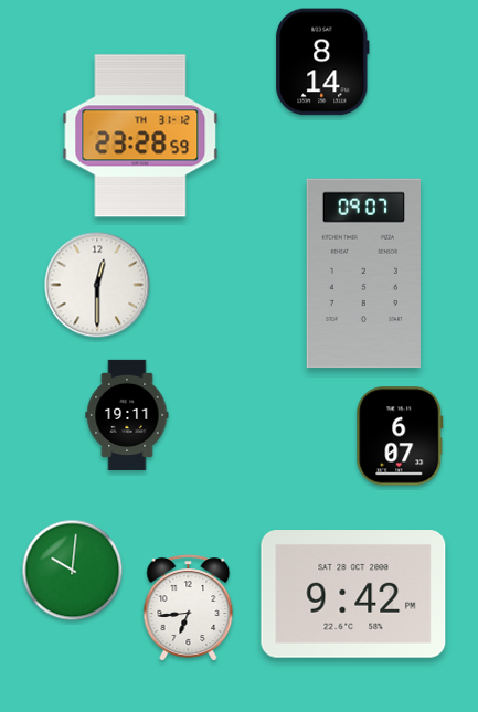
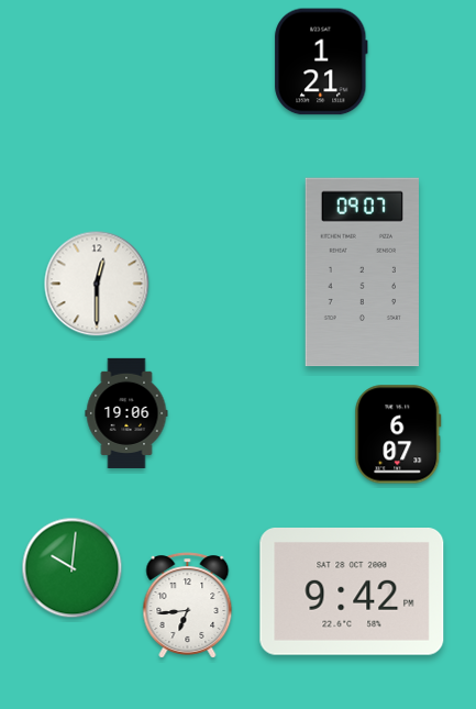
clock at (322, 62): 8:14 -> 1:21
clock at (140, 136): 23:28 -> none
clock at (127, 414): 19:11 -> 19:06
